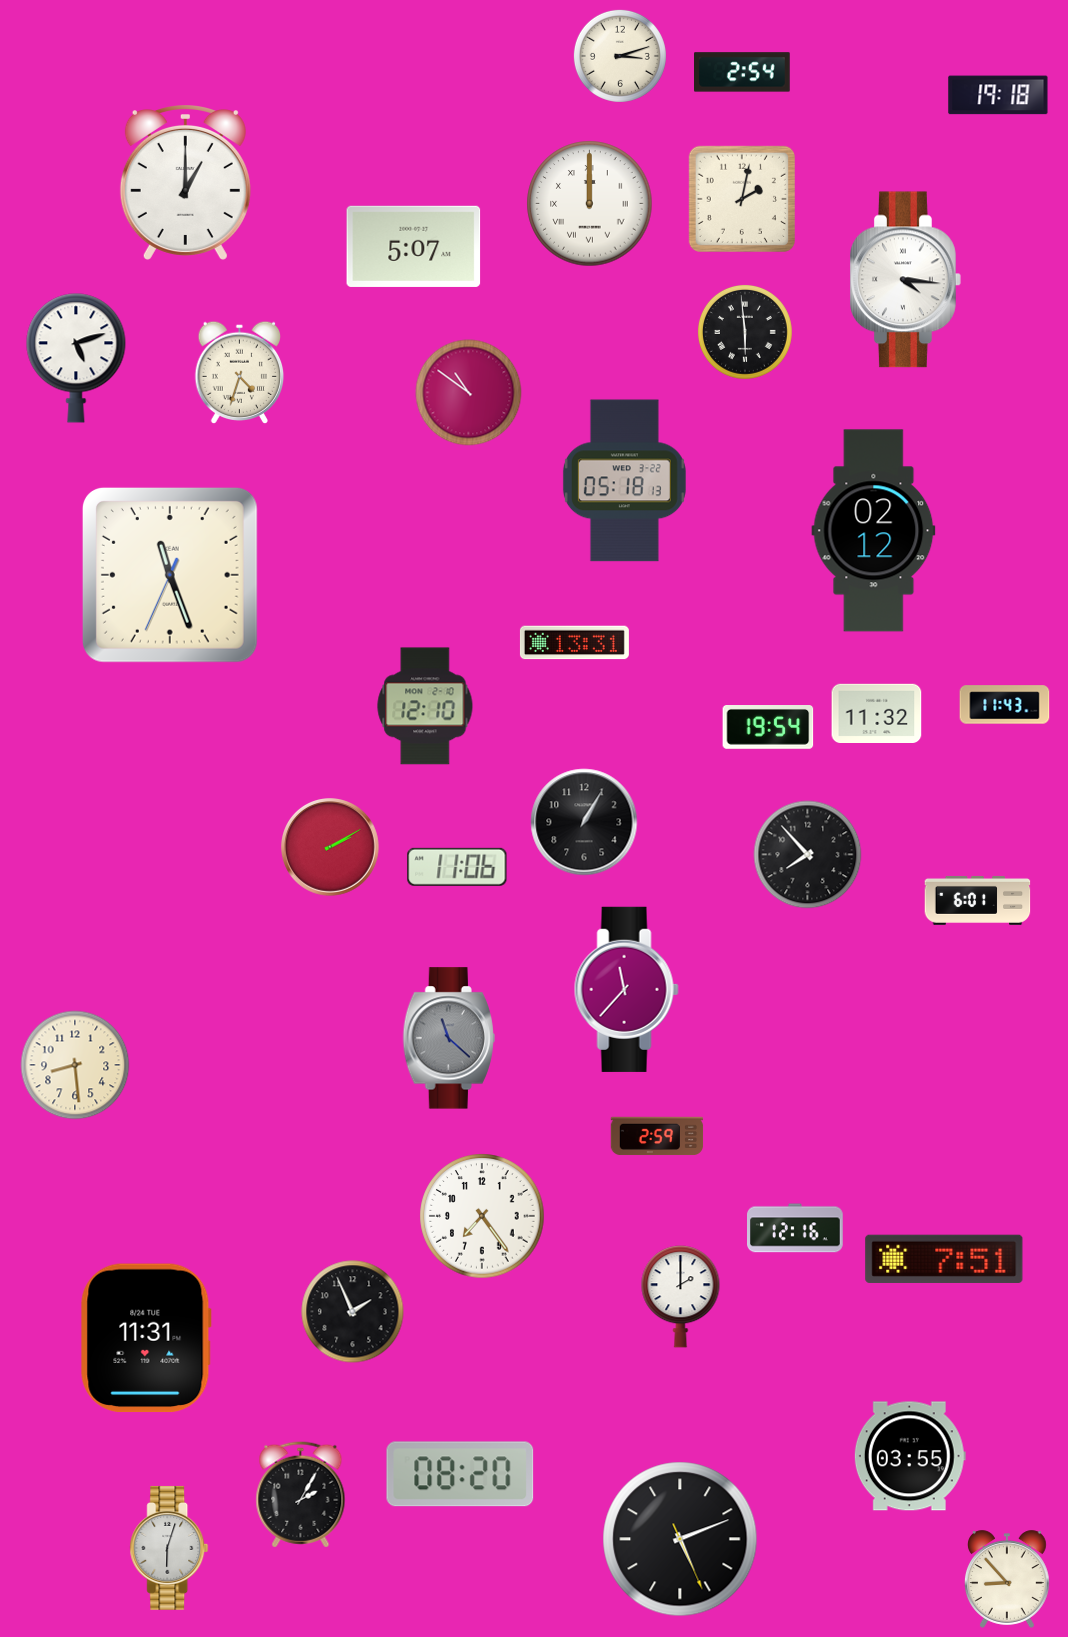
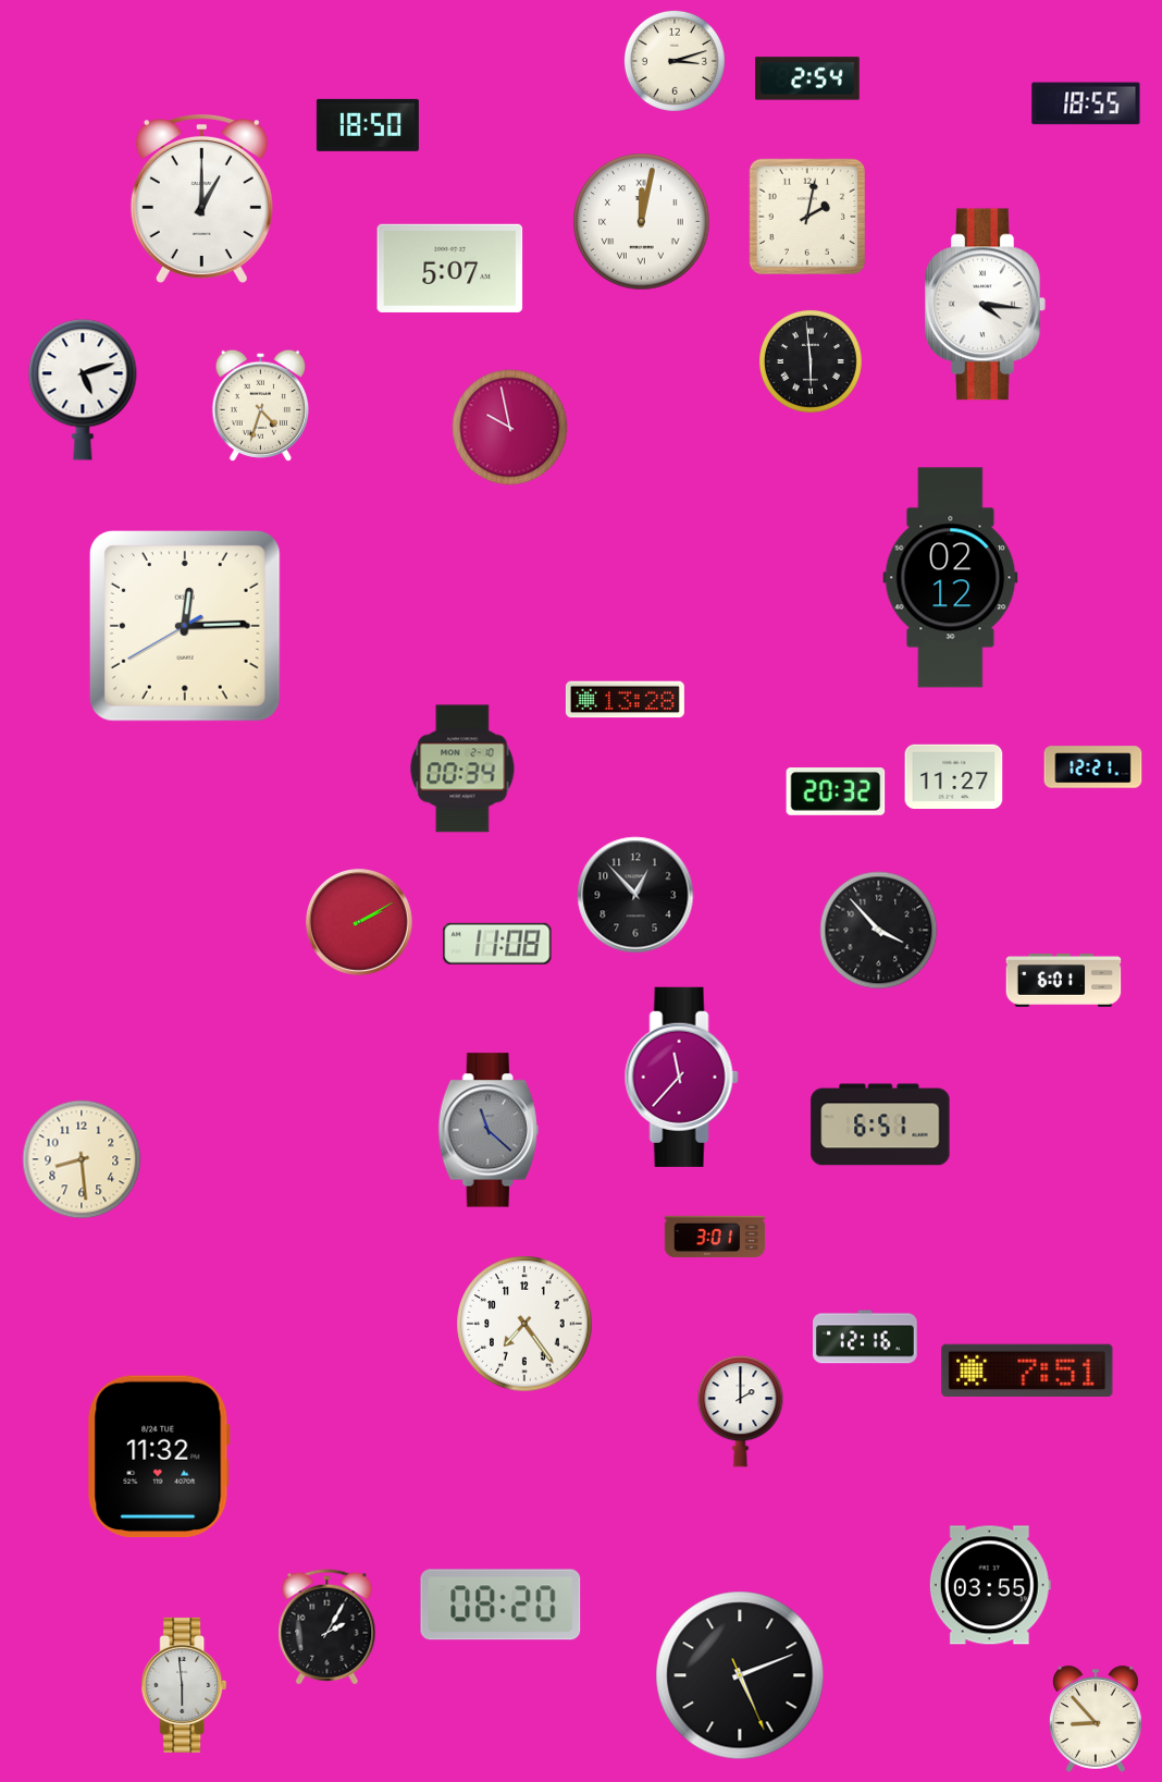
clock at (998, 95): 19:18 -> 18:55
clock at (368, 125): none -> 18:50
clock at (590, 204): 12:00 -> 12:02
clock at (469, 393): 10:51 -> 9:58
clock at (624, 481): 05:18 -> none
clock at (170, 575): 11:26 -> 12:14
clock at (574, 643): 13:31 -> 13:28
clock at (1005, 705): 11:43 -> 12:21
clock at (425, 706): 12:10 -> 00:34
clock at (877, 713): 11:32 -> 11:27
clock at (768, 728): 19:54 -> 20:32
clock at (584, 822): 1:05 -> 12:53
clock at (808, 855): 7:53 -> 3:53
clock at (457, 867): 11:06 -> 11:08
clock at (880, 1124): none -> 6:51
clock at (657, 1136): 2:59 -> 3:01
clock at (353, 1312): 1:56 -> none
clock at (146, 1338): 11:31 -> 11:32
clock at (169, 1548): 6:03 -> 5:59
